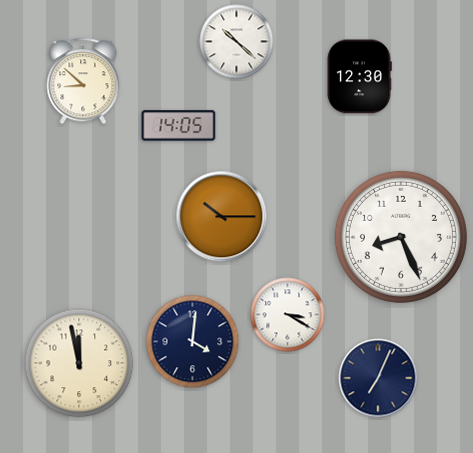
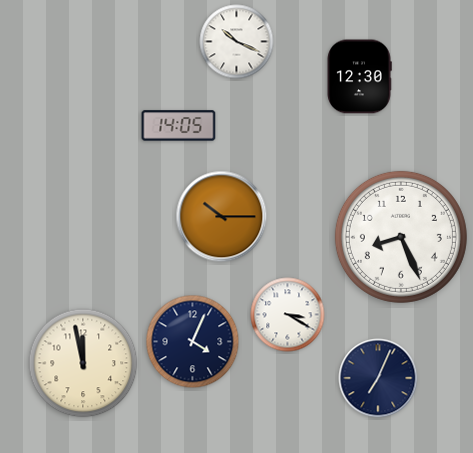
clock at (237, 42): 10:22 -> 10:19
clock at (83, 81): 8:52 -> none
clock at (193, 342): 4:01 -> 4:04
clock at (79, 363) position: (79, 363) -> (83, 363)
